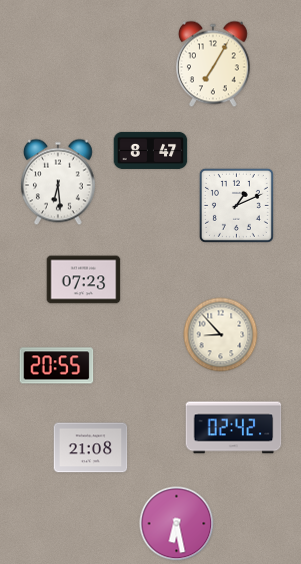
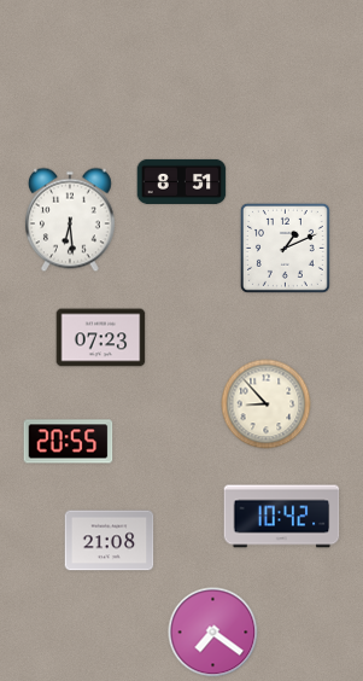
clock at (213, 64): 7:05 -> none
clock at (151, 150): 8:47 -> 8:51
clock at (234, 428): 02:42 -> 10:42
clock at (177, 524): 6:28 -> 7:21
